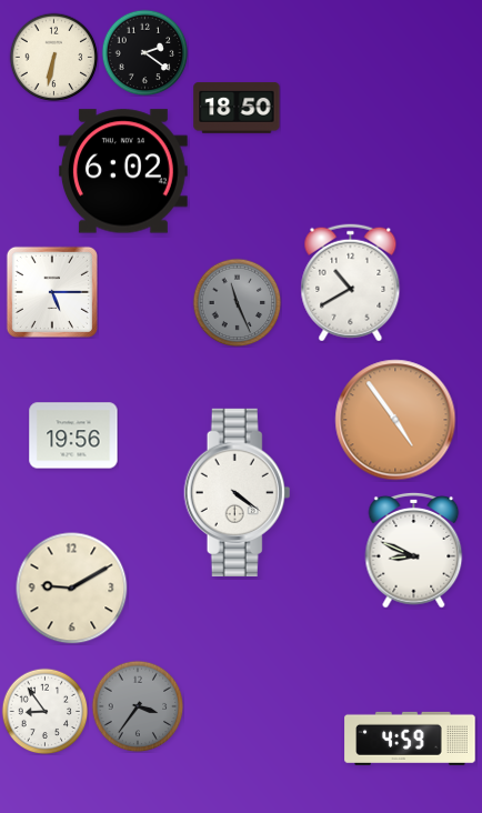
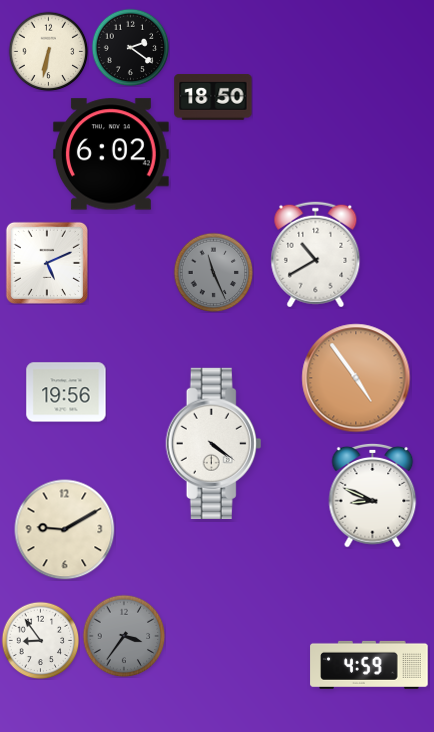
clock at (52, 292): 5:15 -> 5:11
